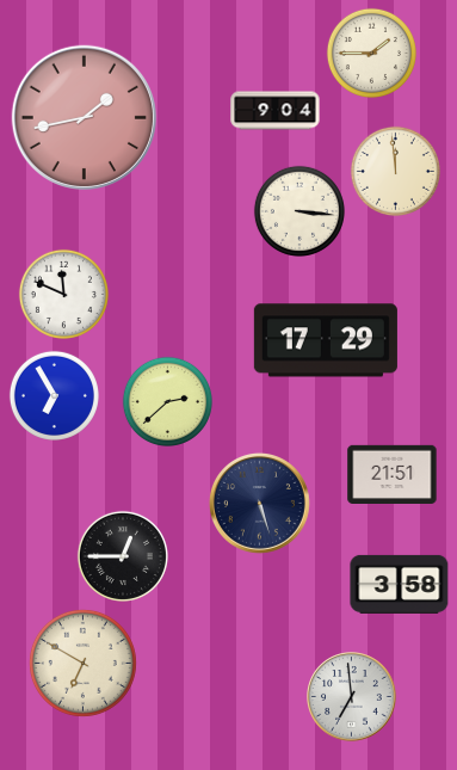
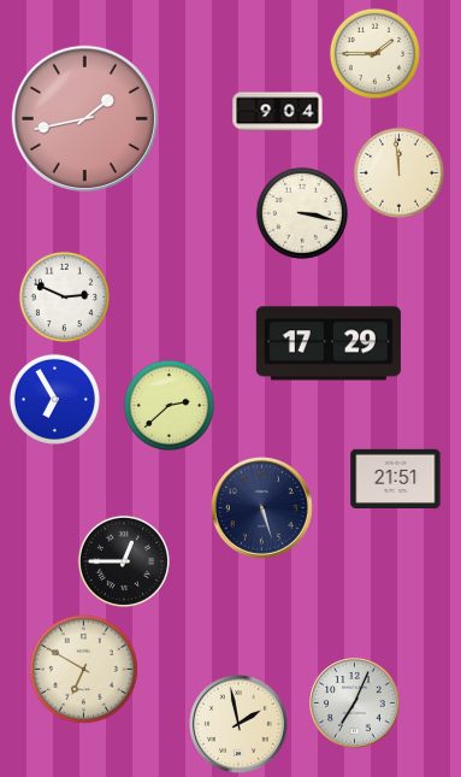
clock at (299, 211): 3:16 -> 3:17
clock at (63, 294): 11:49 -> 2:49
clock at (400, 584): 3:58 -> none
clock at (352, 697): 6:59 -> 7:04
clock at (240, 725): none -> 1:58
